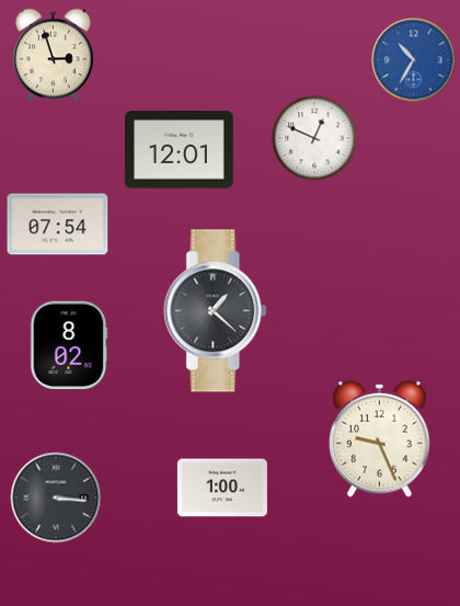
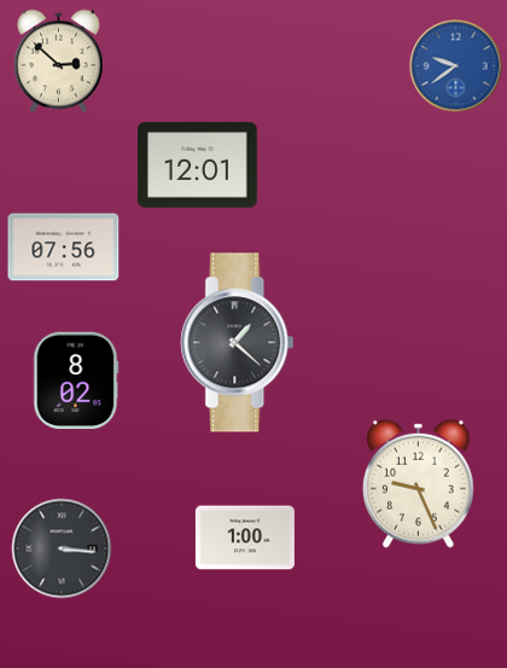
clock at (53, 56): 2:57 -> 2:52
clock at (414, 60): 10:35 -> 9:39
clock at (314, 138): 12:49 -> none
clock at (58, 225): 07:54 -> 07:56
